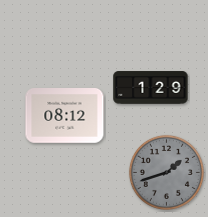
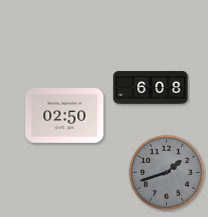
clock at (151, 88): 1:29 -> 6:08
clock at (65, 116): 08:12 -> 02:50
